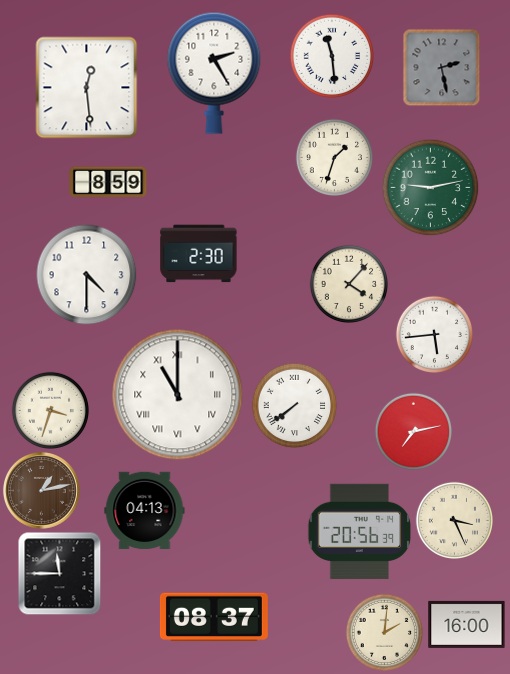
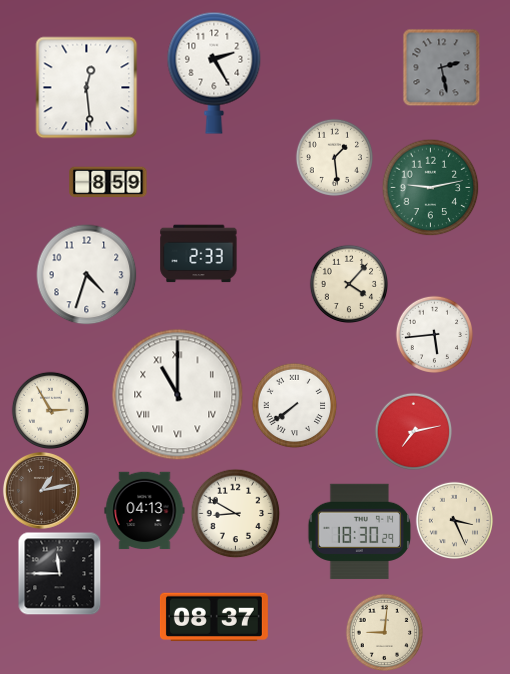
clock at (332, 56): 11:29 -> none
clock at (334, 157): 1:33 -> 1:29
clock at (199, 254): 2:30 -> 2:33
clock at (87, 275): 4:30 -> 4:33
clock at (50, 410): 3:33 -> 2:55
clock at (235, 513): none -> 8:50
clock at (360, 532): 20:56 -> 18:30
clock at (467, 624): 16:00 -> none
clock at (384, 632): 2:01 -> 9:01
